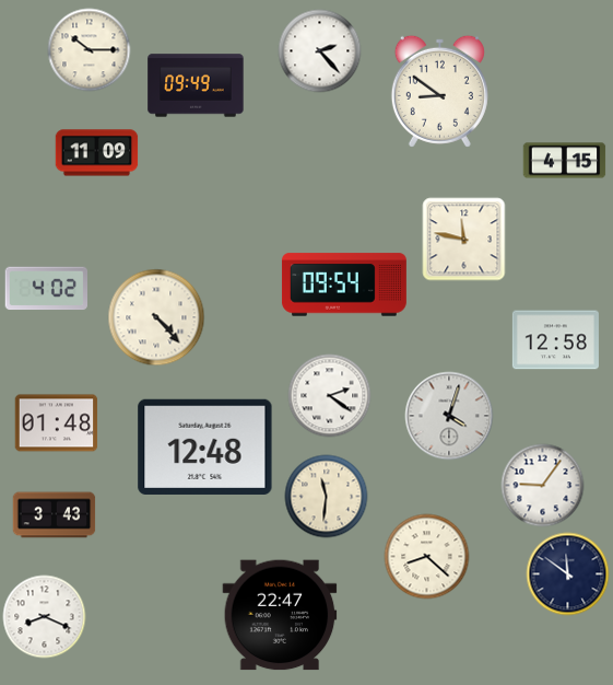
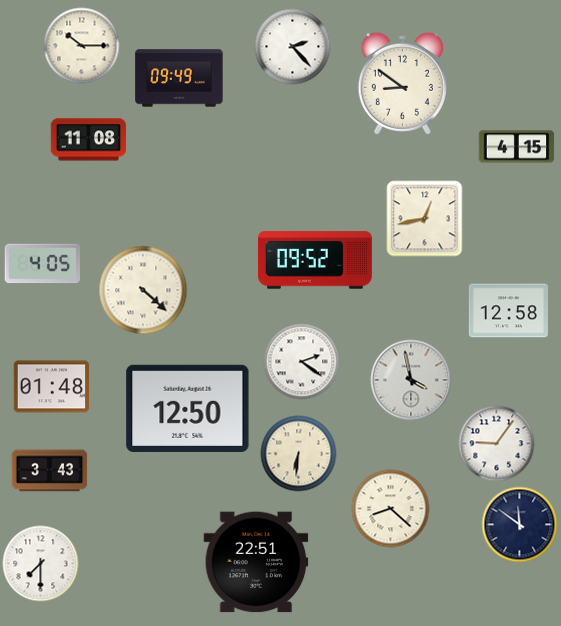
clock at (97, 153): 11:09 -> 11:08
clock at (464, 240): 11:47 -> 12:43
clock at (344, 285): 09:54 -> 09:52
clock at (47, 289): 4:02 -> 4:05
clock at (156, 317): 4:23 -> 4:22
clock at (449, 416): 4:03 -> 3:58
clock at (205, 446): 12:48 -> 12:50
clock at (327, 497): 11:31 -> 6:31
clock at (280, 615): 22:47 -> 22:51
clock at (45, 617): 8:19 -> 7:30
